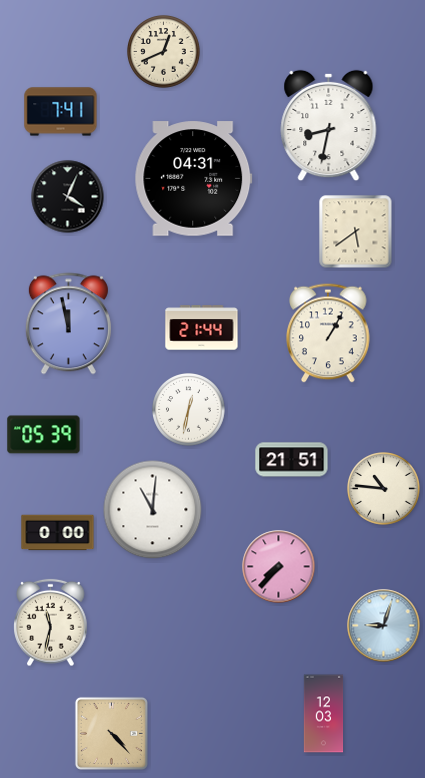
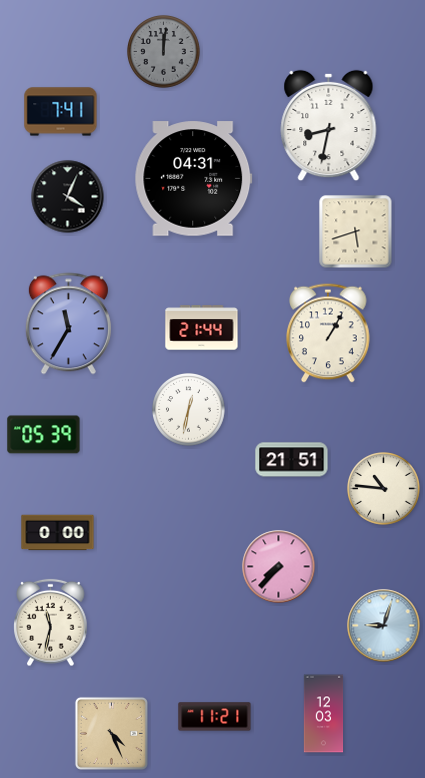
clock at (164, 52): 12:41 -> 12:01
clock at (164, 52) dial: cream -> grey
clock at (356, 232): 5:39 -> 5:42
clock at (68, 324): 11:58 -> 11:35
clock at (153, 510): 11:01 -> none
clock at (215, 717): none -> 11:21
clock at (111, 733): 4:23 -> 4:26
